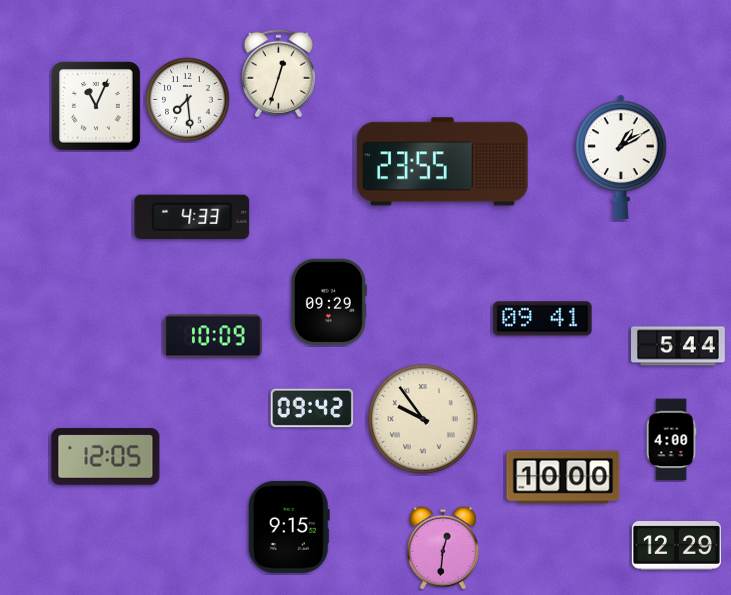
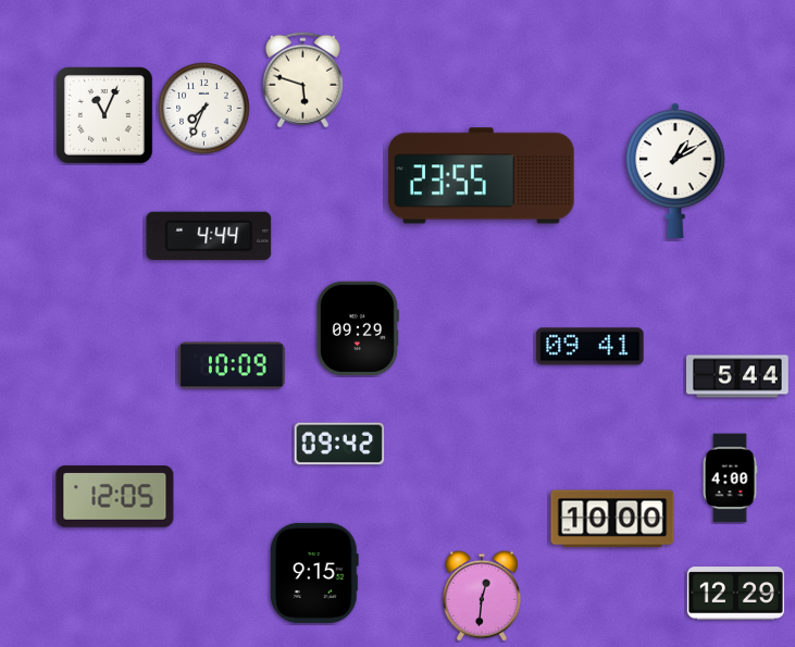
clock at (278, 74): 12:33 -> 5:48
clock at (188, 100): 7:29 -> 7:34
clock at (192, 217): 4:33 -> 4:44
clock at (424, 420): 9:54 -> none
